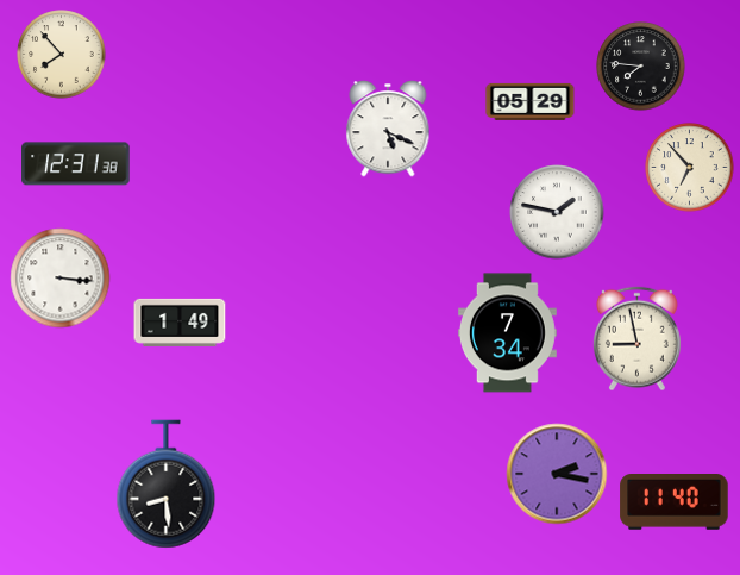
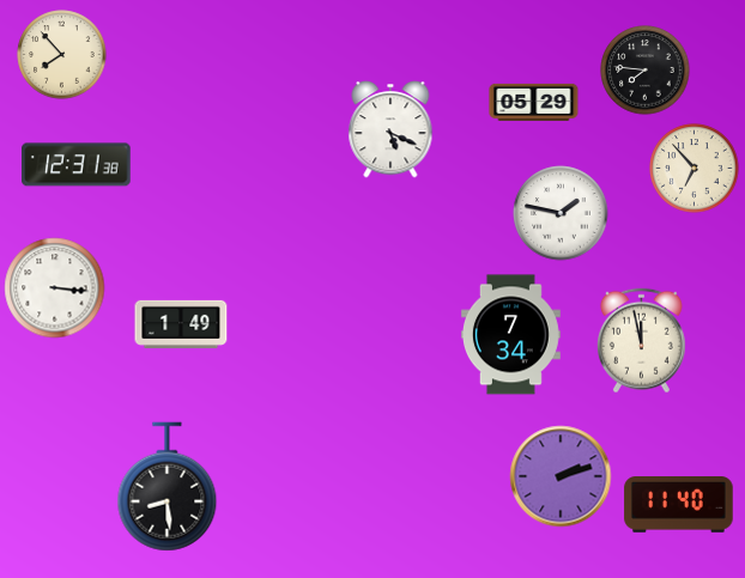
clock at (641, 67) position: (641, 67) -> (646, 71)
clock at (61, 279) position: (61, 279) -> (55, 288)
clock at (636, 339): 8:58 -> 11:58
clock at (557, 474): 2:17 -> 2:12
